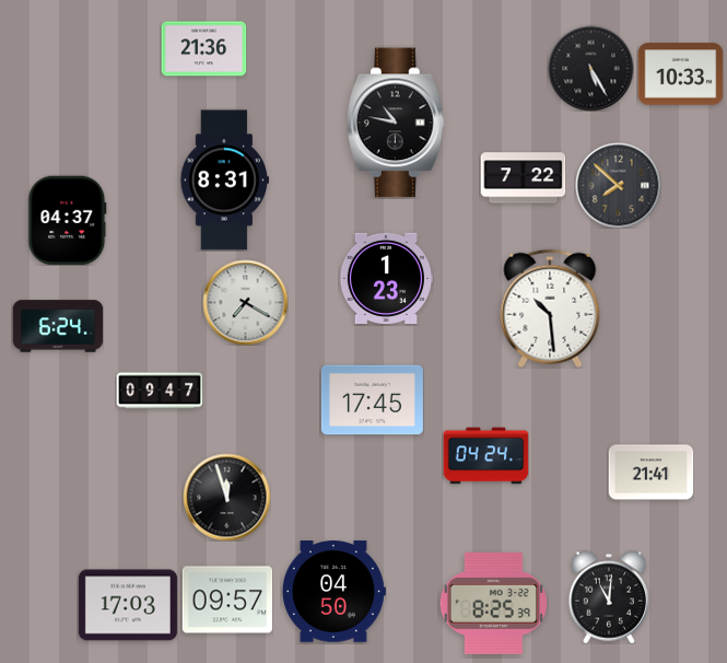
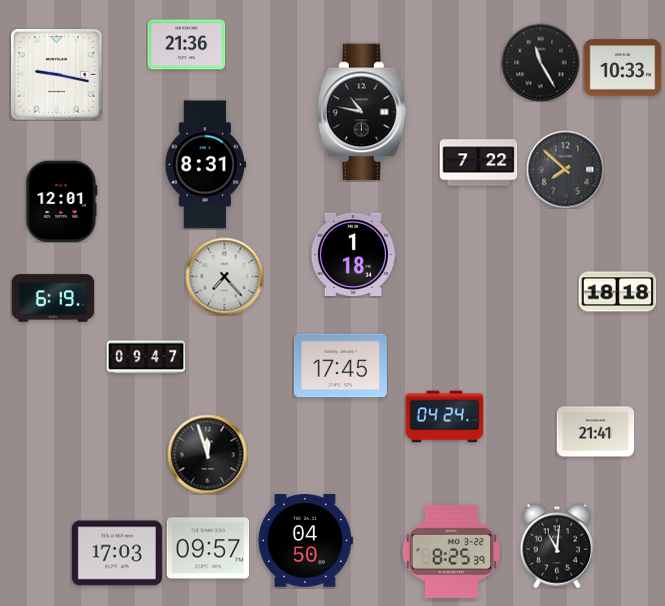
clock at (590, 68): 5:25 -> 11:25
clock at (57, 75): none -> 9:17
clock at (68, 220): 04:37 -> 12:01
clock at (386, 278): 1:23 -> 1:18
clock at (245, 302): 7:20 -> 7:23
clock at (550, 309): 10:29 -> none
clock at (617, 292): none -> 18:18
clock at (58, 326): 6:24 -> 6:19
